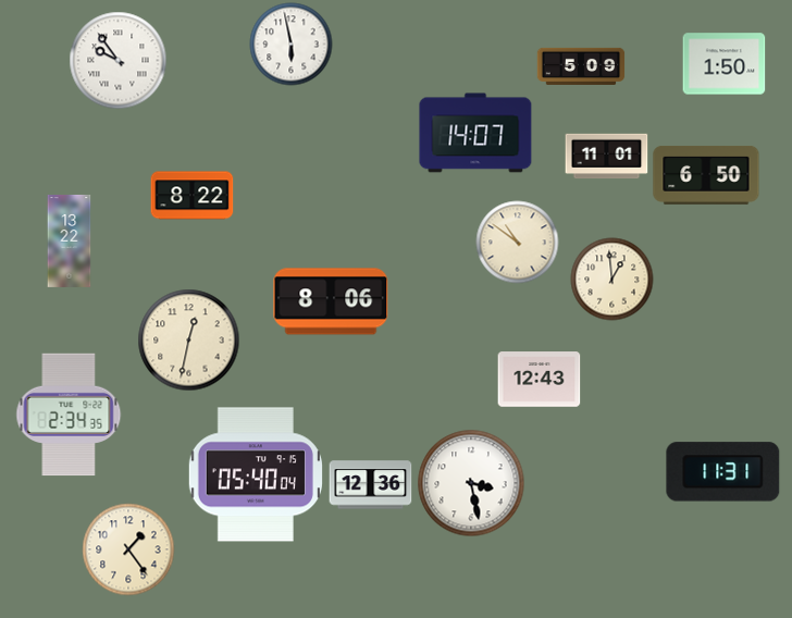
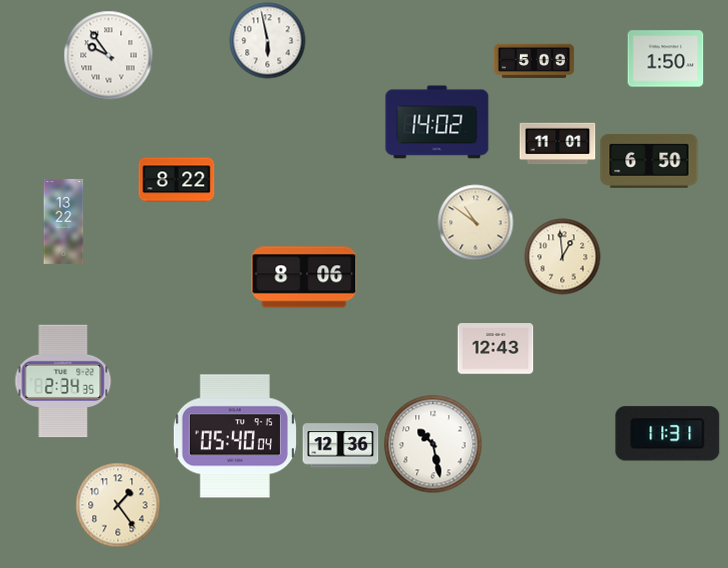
clock at (475, 133): 14:07 -> 14:02
clock at (189, 341): 12:32 -> none
clock at (723, 472) position: (723, 472) -> (668, 434)
clock at (471, 483): 3:28 -> 10:28
